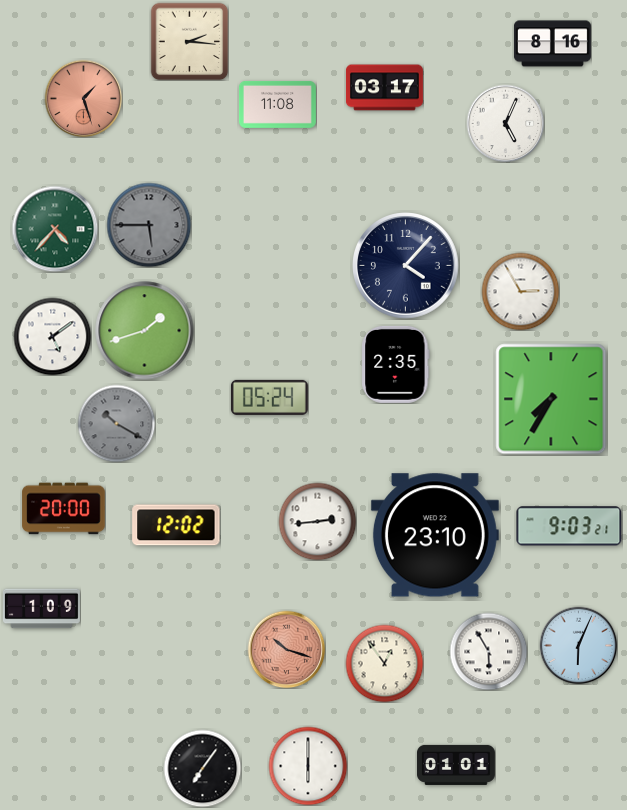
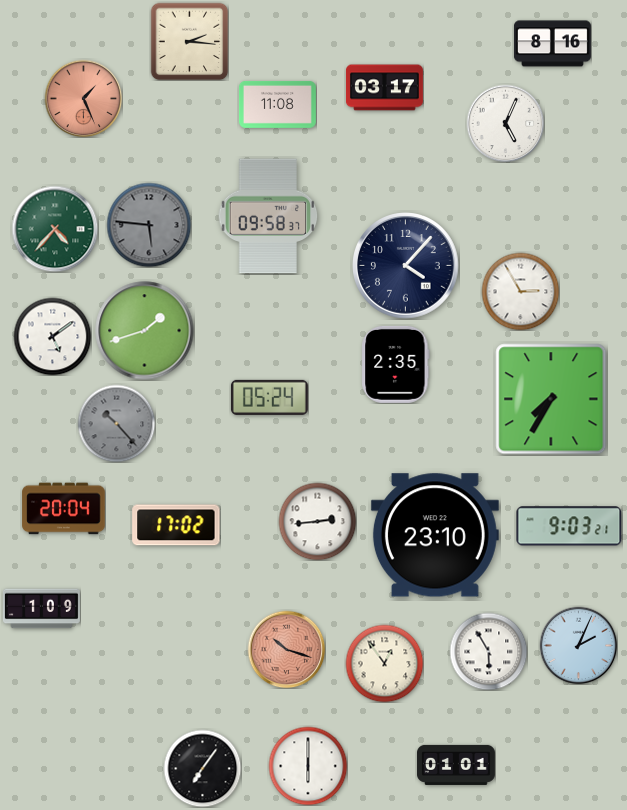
clock at (83, 98): 1:27 -> 1:26
clock at (268, 216): none -> 09:58
clock at (149, 225): 5:45 -> 5:46
clock at (116, 423): 10:20 -> 10:23
clock at (64, 509): 20:00 -> 20:04
clock at (176, 525): 12:02 -> 17:02
clock at (578, 645): 6:04 -> 2:04
